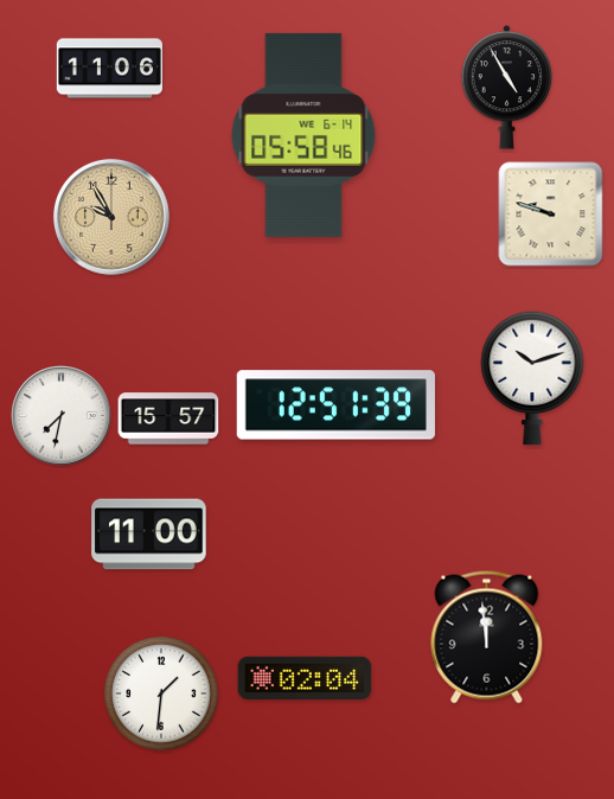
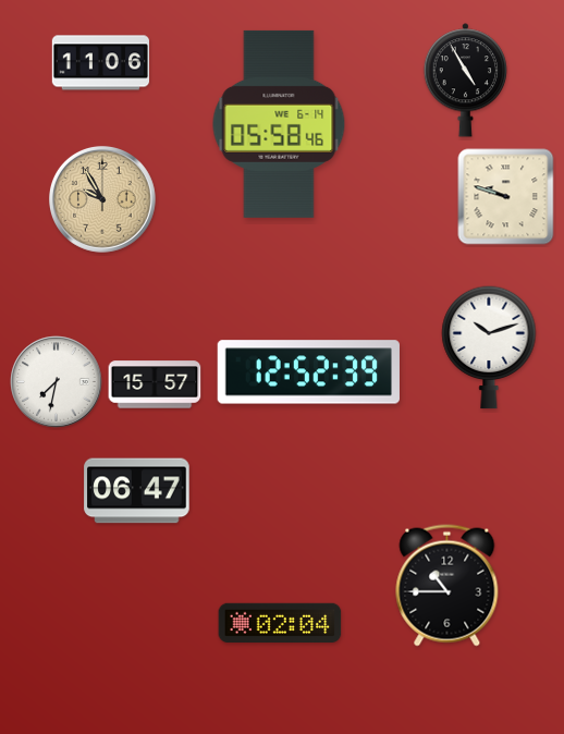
clock at (335, 405): 12:51 -> 12:52
clock at (149, 535): 11:00 -> 06:47
clock at (487, 638): 11:59 -> 10:45
clock at (161, 693): 1:31 -> none
